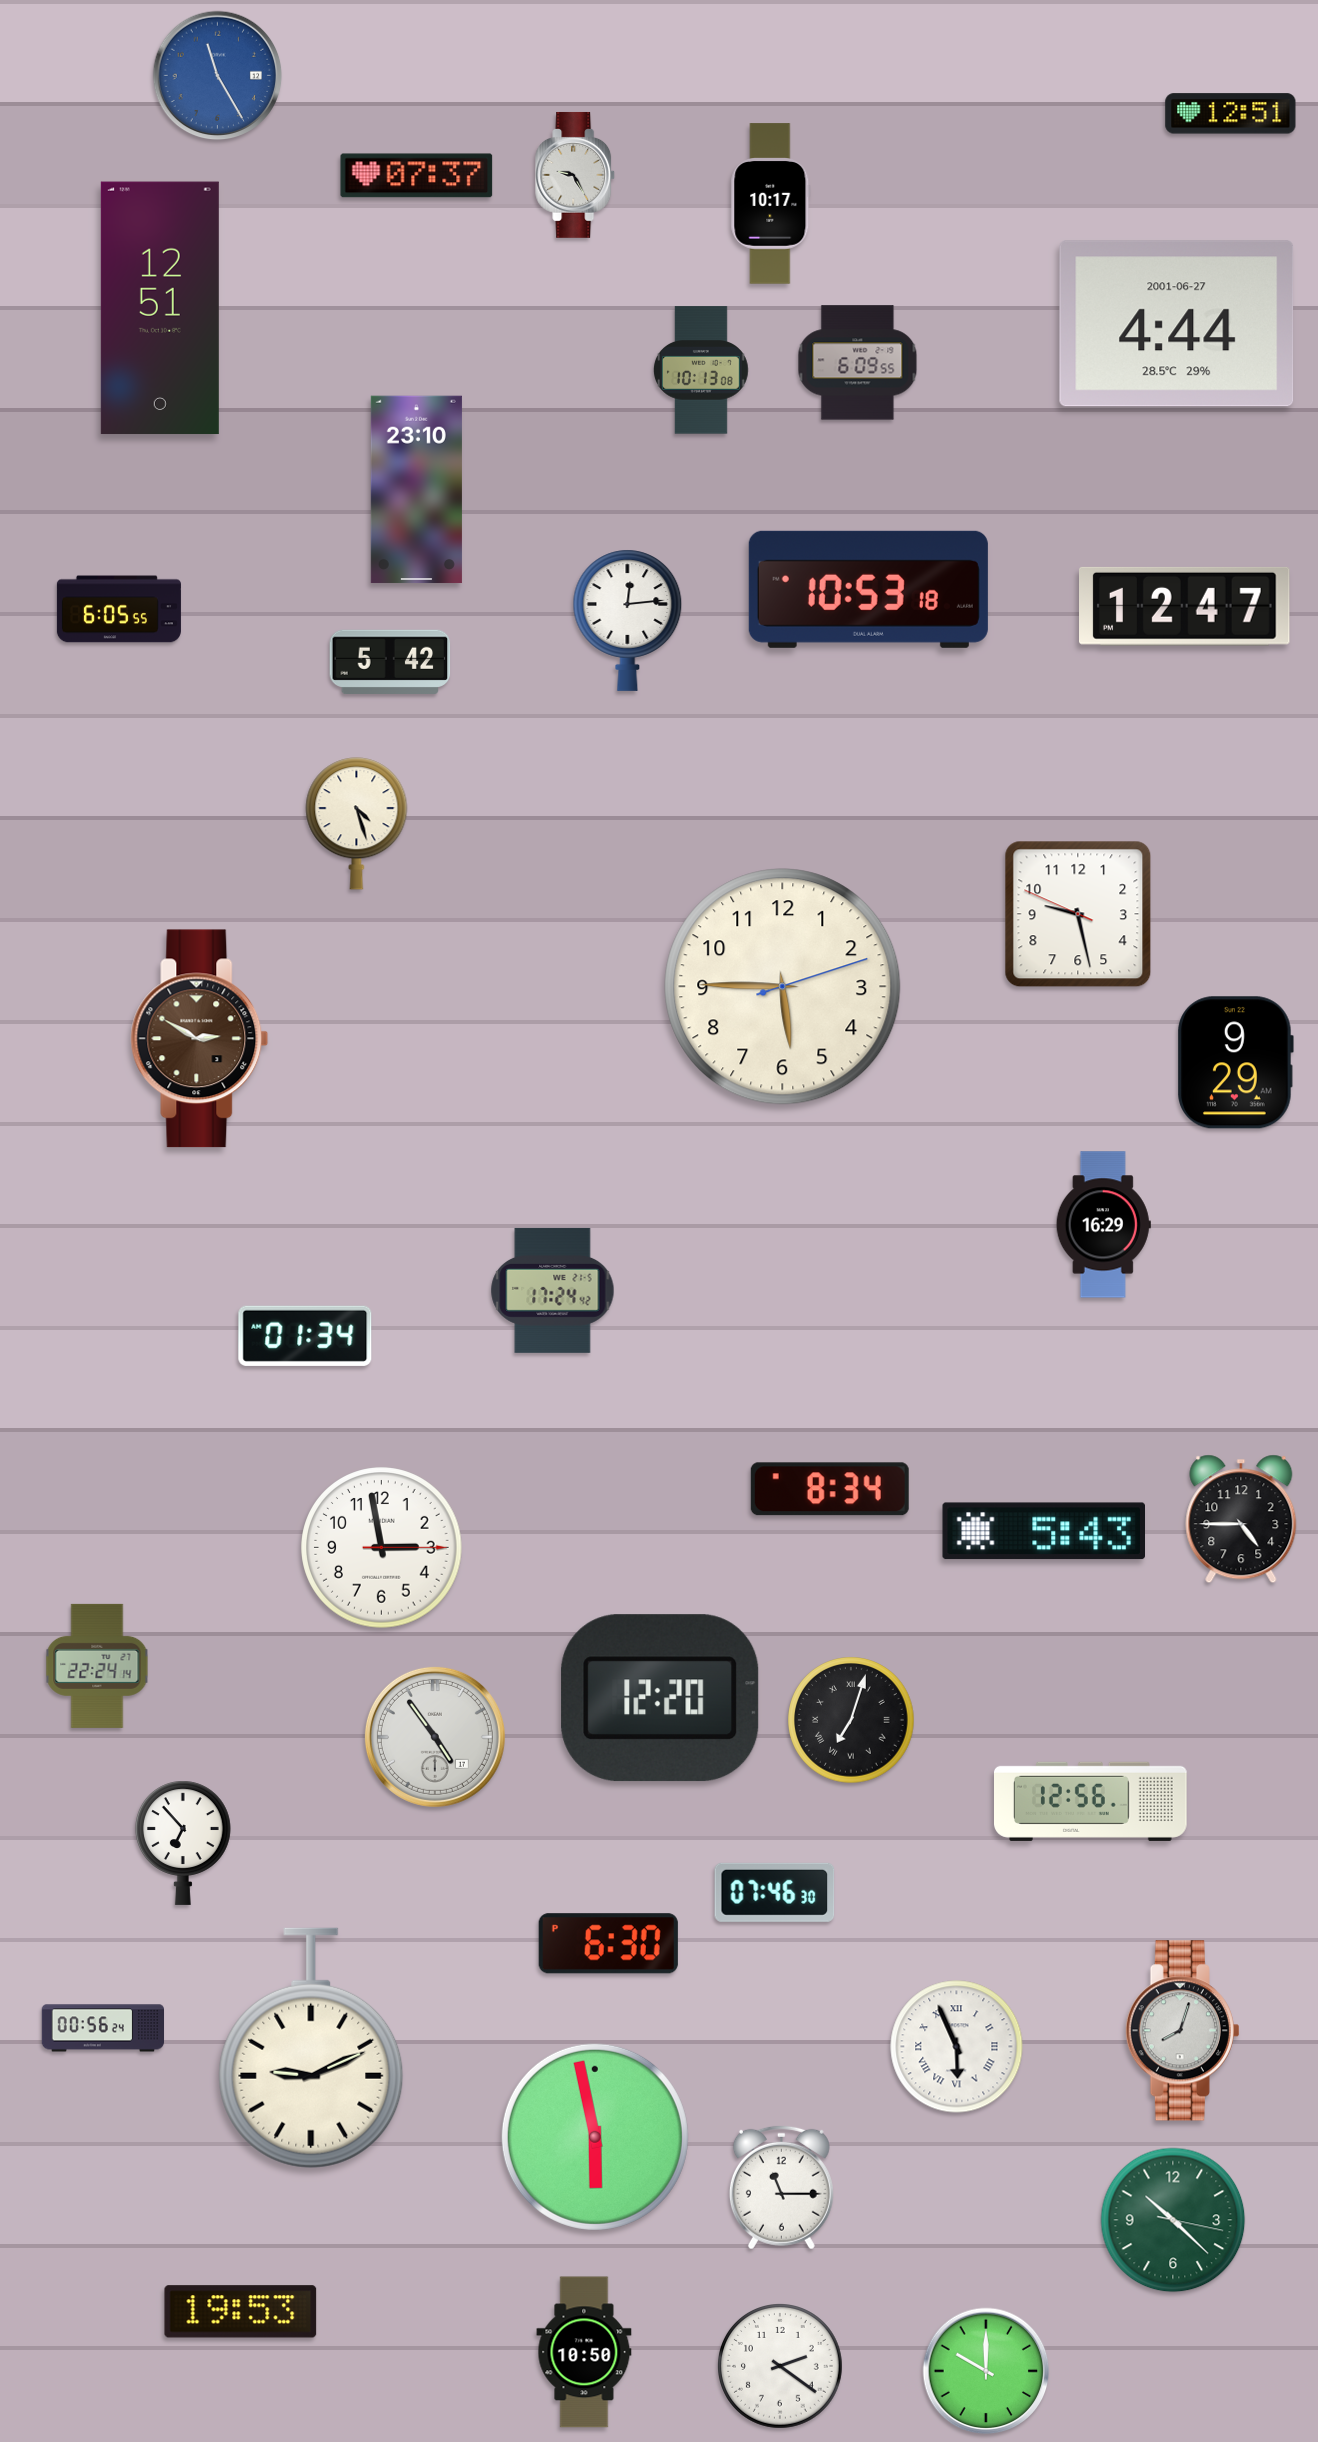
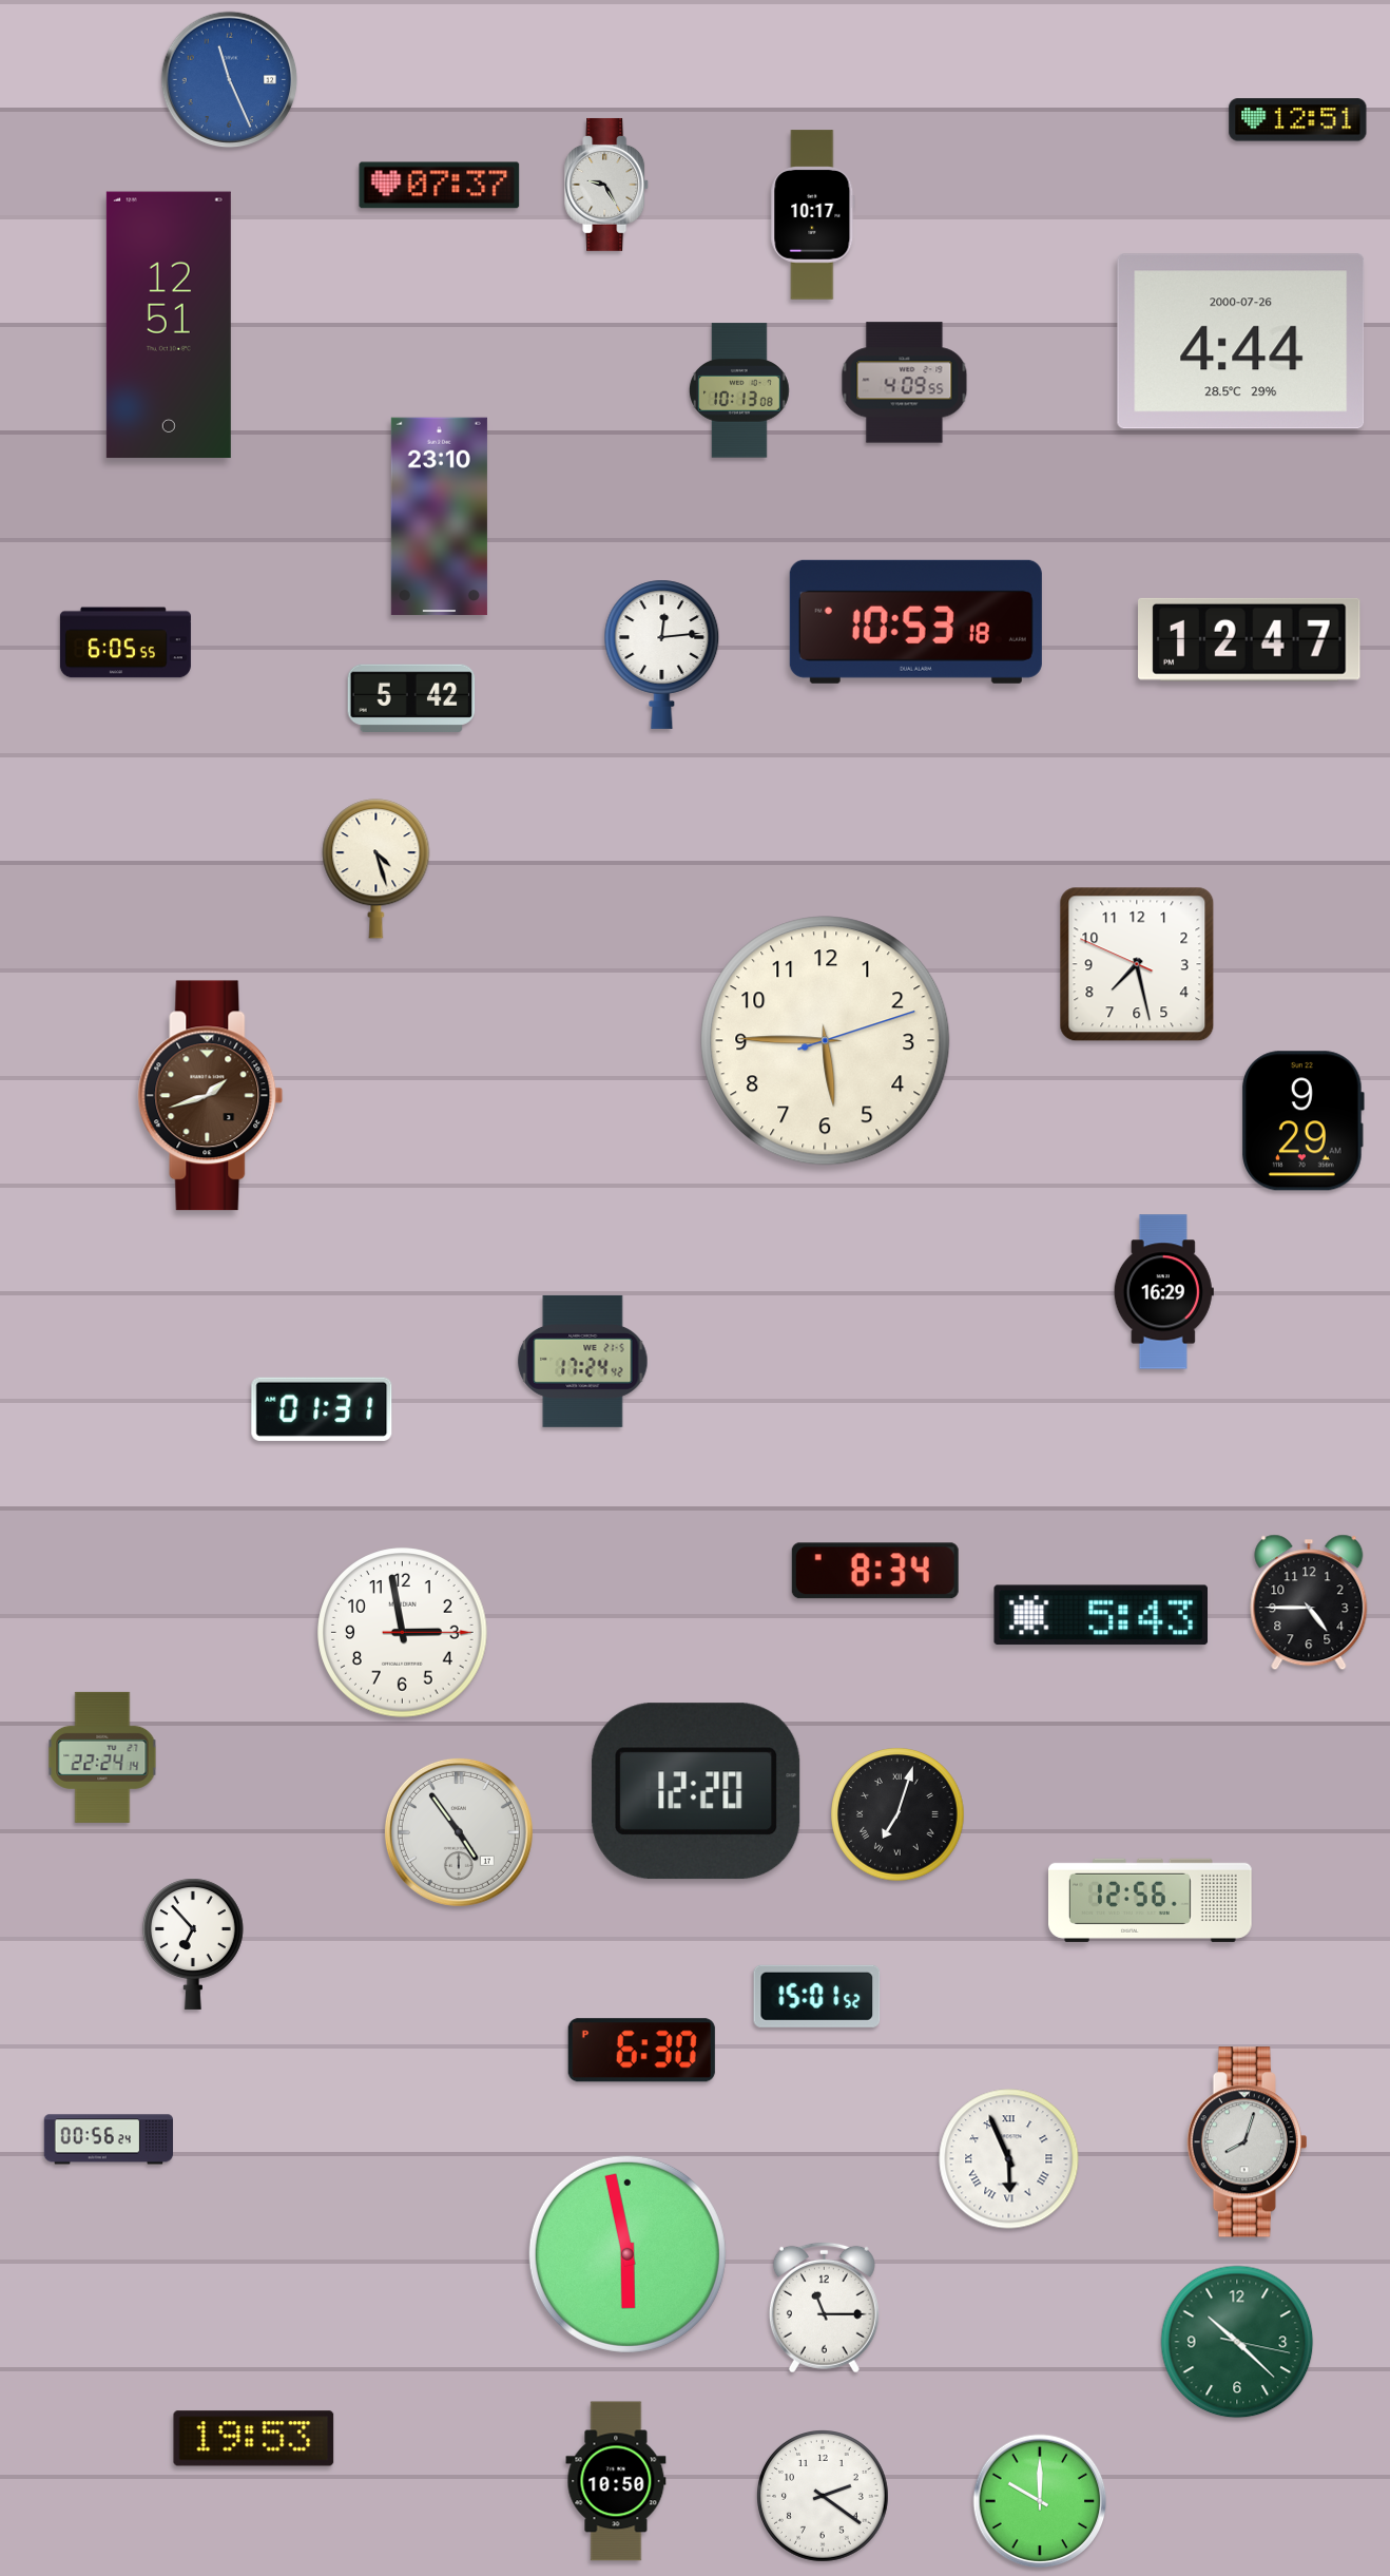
clock at (218, 76): 11:25 -> 11:26
clock at (1177, 324) date: 2001-06-27 -> 2000-07-26
clock at (858, 363): 6:09 -> 4:09
clock at (1078, 914): 9:27 -> 7:27
clock at (200, 1039): 2:50 -> 1:42
clock at (305, 1336): 01:34 -> 01:31
clock at (775, 1892): 07:46 -> 15:01
clock at (311, 2048): 9:11 -> none
